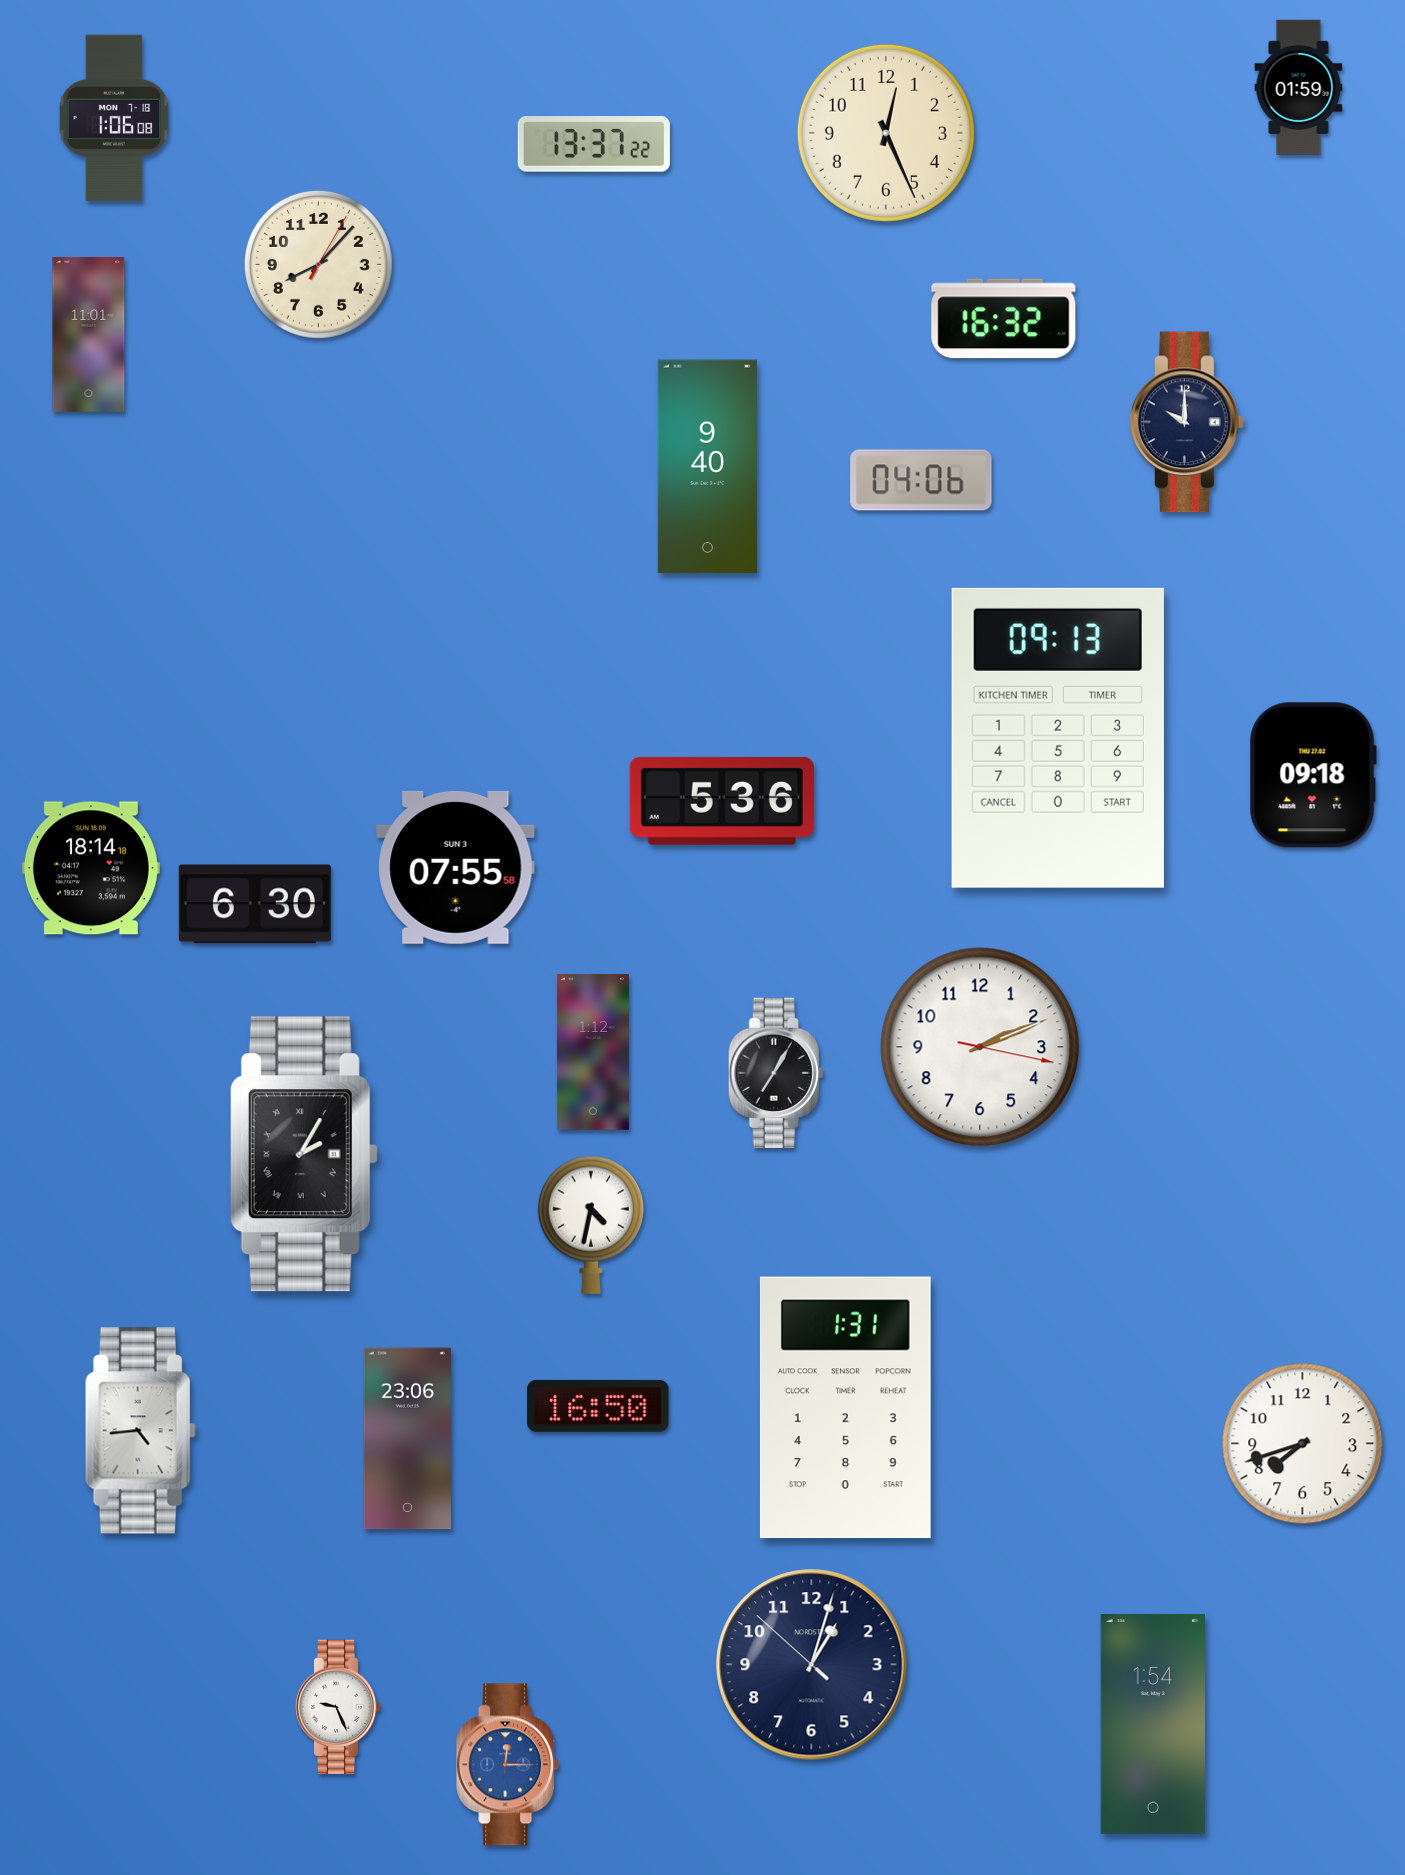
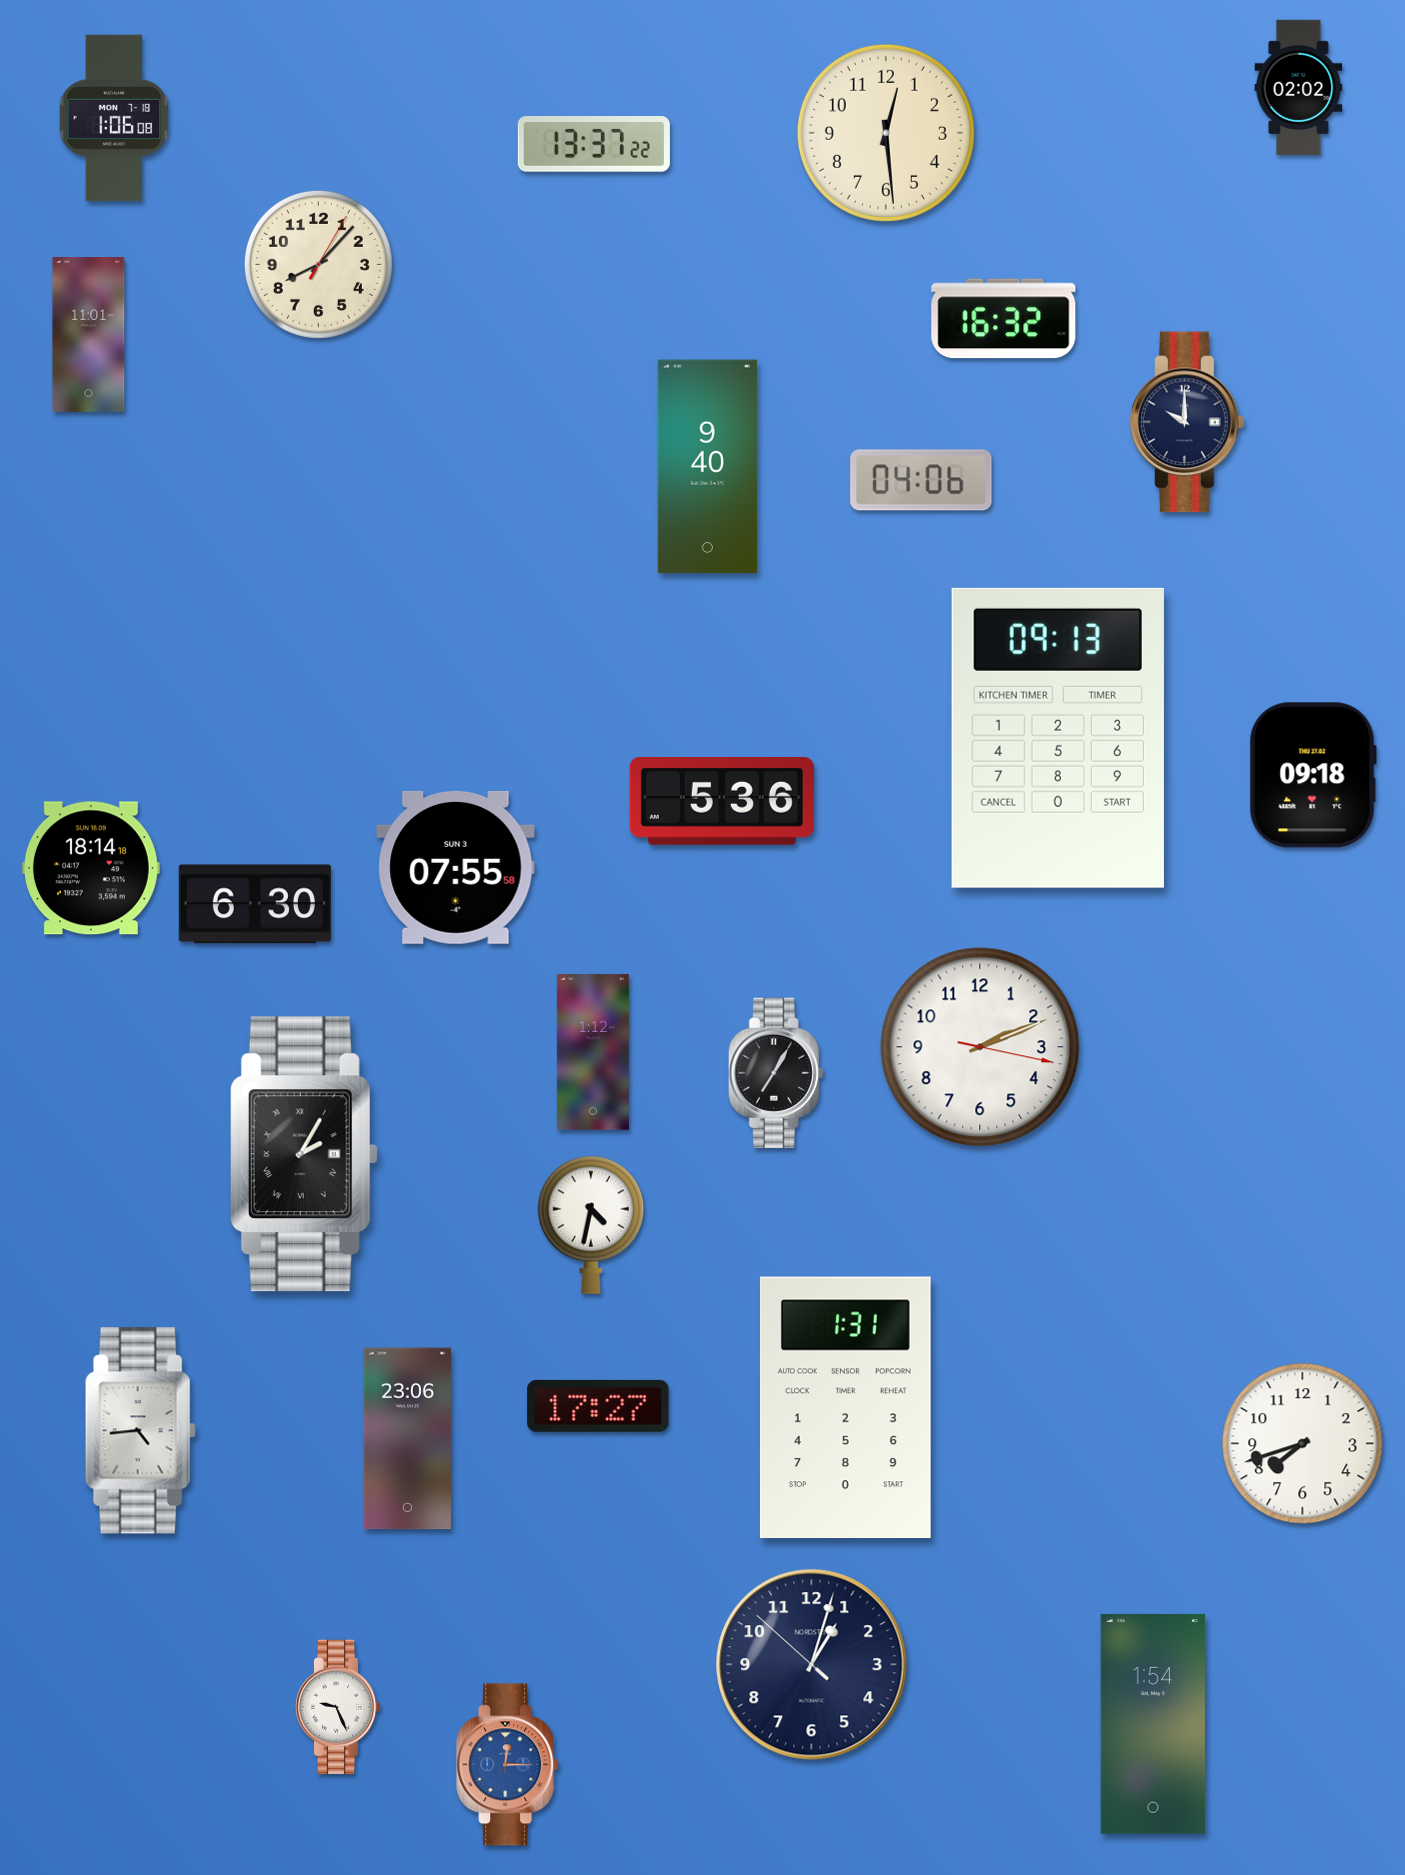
clock at (1299, 87): 01:59 -> 02:02
clock at (886, 133): 12:26 -> 12:29
clock at (598, 1406): 16:50 -> 17:27
